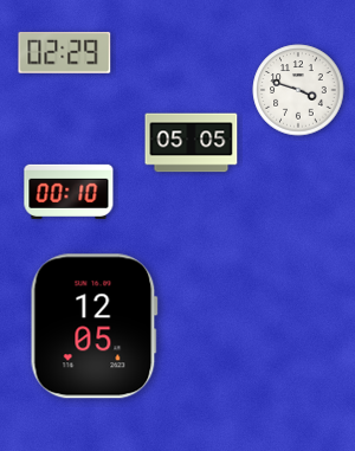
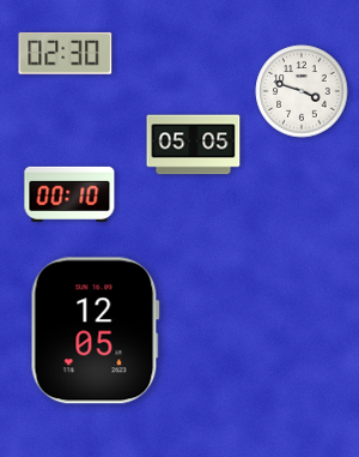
clock at (65, 52): 02:29 -> 02:30
